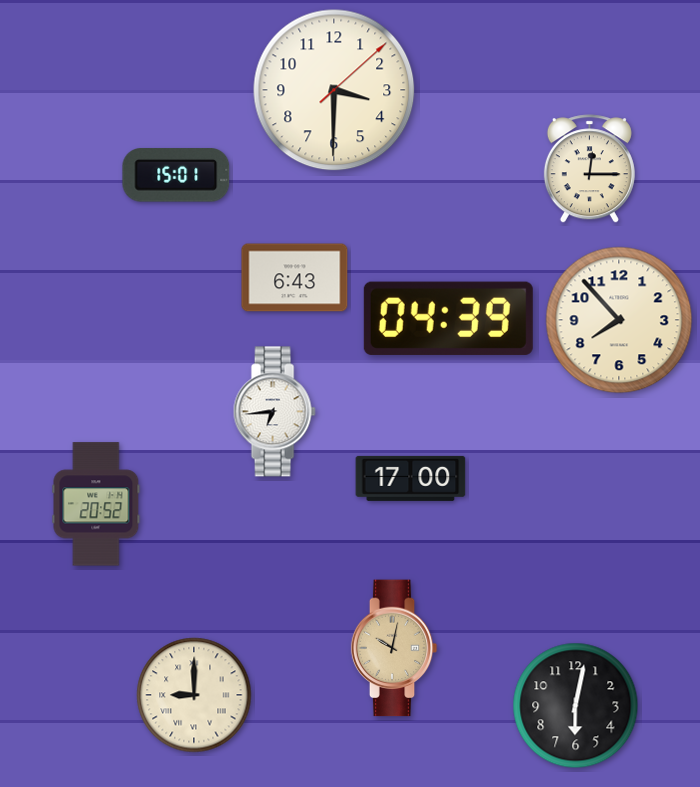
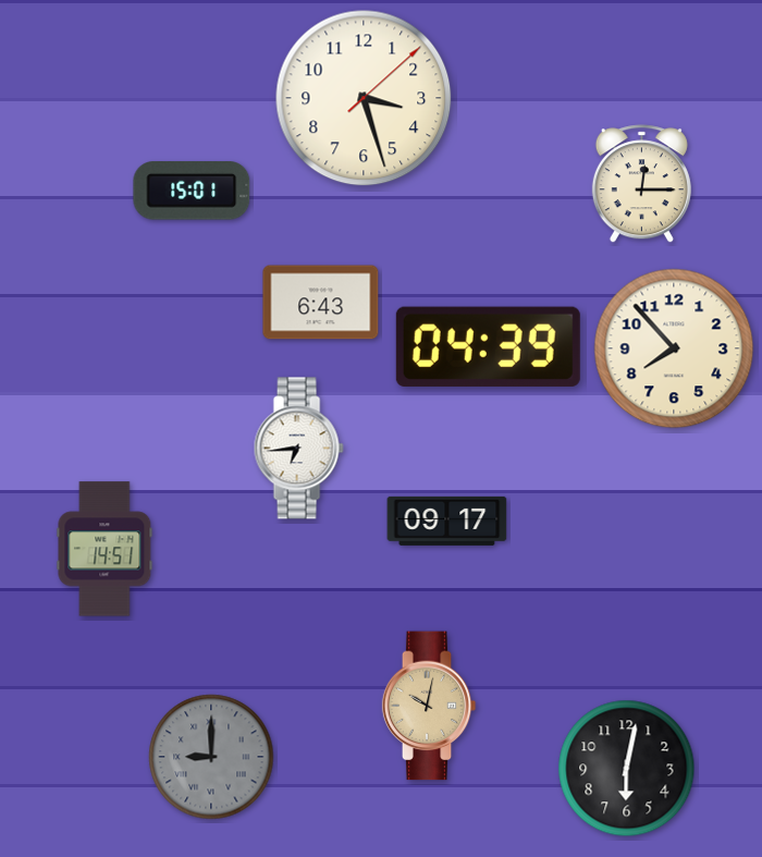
clock at (334, 90): 3:30 -> 3:27
clock at (411, 478): 17:00 -> 09:17
clock at (96, 504): 20:52 -> 14:51
clock at (194, 695) dial: cream -> grey
